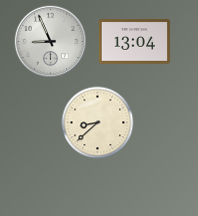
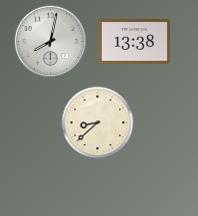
clock at (51, 42): 8:56 -> 8:02
clock at (135, 42): 13:04 -> 13:38
